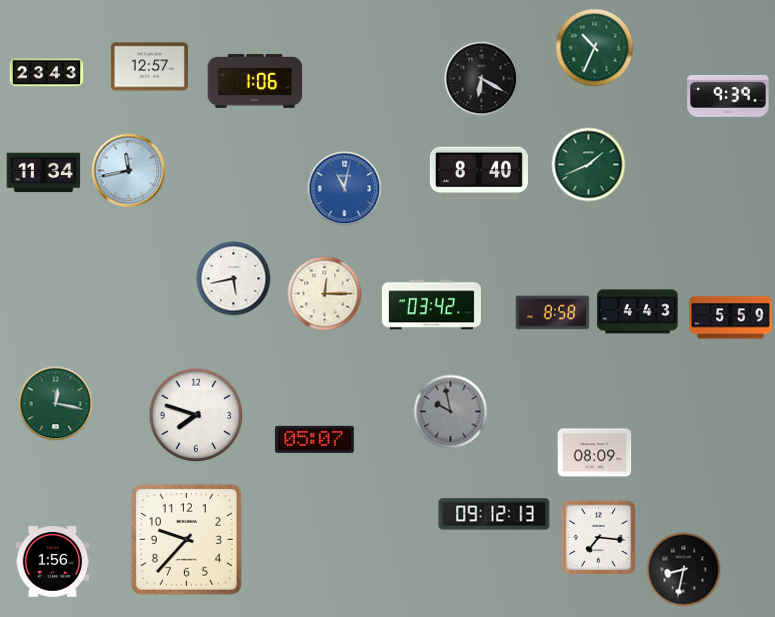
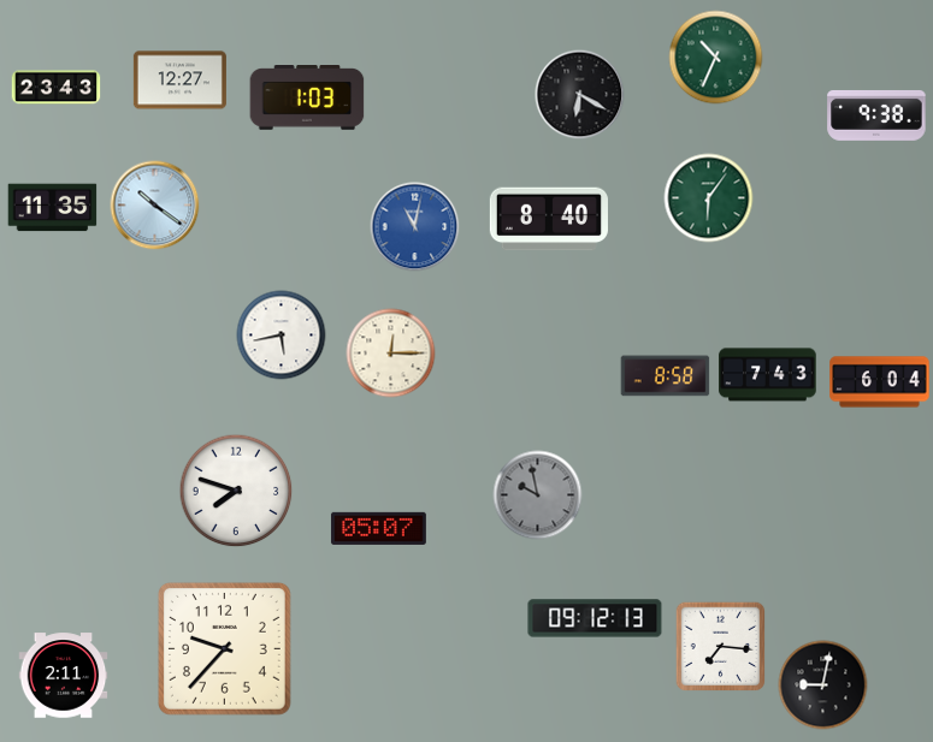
clock at (149, 67): 12:57 -> 12:27
clock at (255, 82): 1:06 -> 1:03
clock at (728, 96): 9:39 -> 9:38
clock at (589, 165): 1:41 -> 6:06
clock at (129, 171): 11:43 -> 10:21
clock at (44, 173): 11:34 -> 11:35
clock at (479, 173) position: (479, 173) -> (549, 219)
clock at (431, 305): 03:42 -> none
clock at (638, 312): 4:43 -> 7:43
clock at (731, 318): 5:59 -> 6:04
clock at (56, 404): 12:17 -> none
clock at (451, 412) position: (451, 412) -> (538, 495)
clock at (196, 415) position: (196, 415) -> (236, 491)
clock at (595, 453): 08:09 -> none
clock at (53, 562): 1:56 -> 2:11
clock at (684, 570): 8:32 -> 9:02
